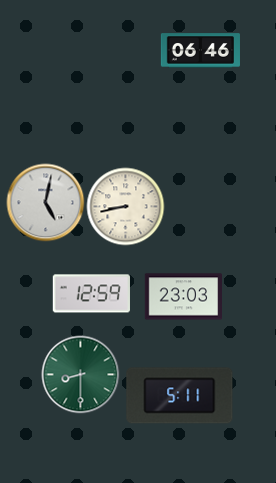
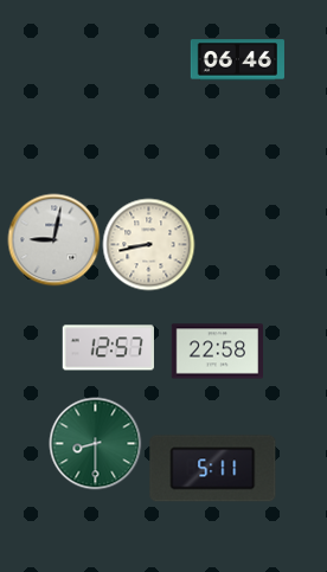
clock at (45, 202): 5:02 -> 9:02
clock at (91, 294): 12:59 -> 12:57
clock at (183, 297): 23:03 -> 22:58
